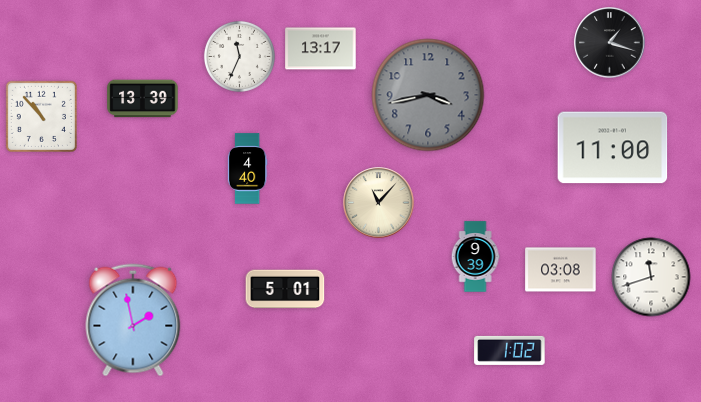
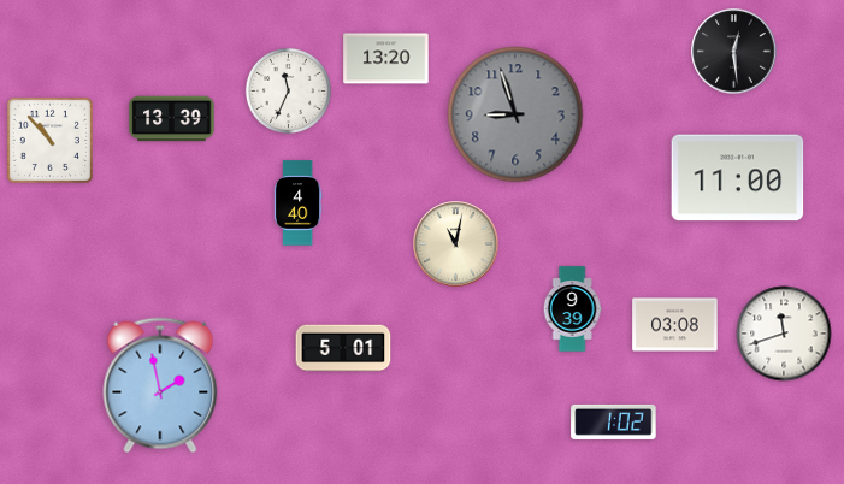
clock at (610, 43): 1:18 -> 12:29
clock at (321, 49): 13:17 -> 13:20
clock at (239, 56) position: (239, 56) -> (288, 90)
clock at (428, 95): 3:43 -> 8:57
clock at (379, 203): 11:07 -> 11:02
